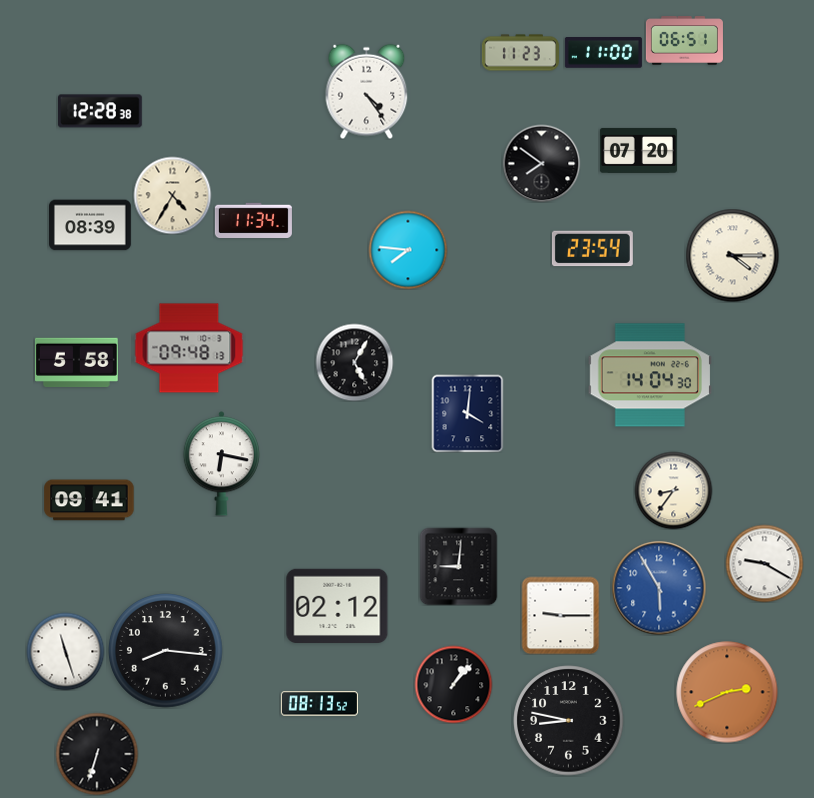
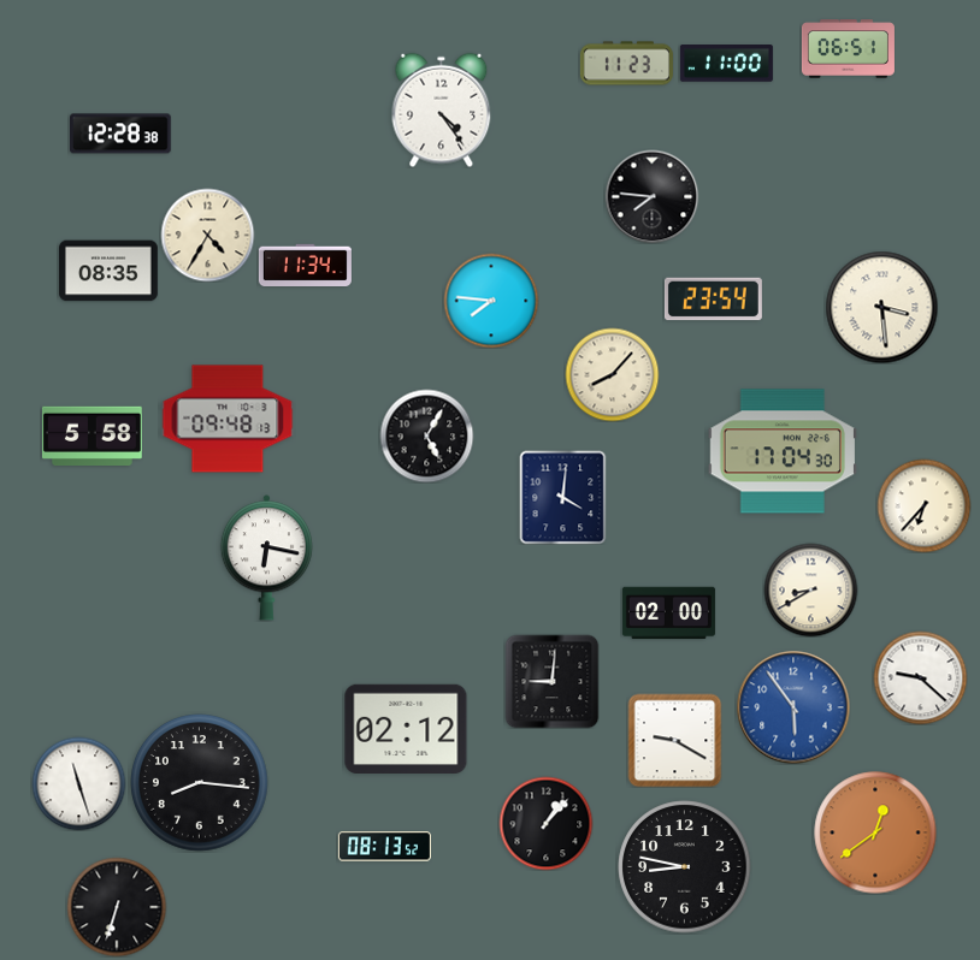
clock at (684, 41) position: (684, 41) -> (848, 49)
clock at (638, 150): 07:20 -> none
clock at (541, 163): 7:51 -> 7:46
clock at (91, 225): 08:39 -> 08:35
clock at (732, 255): 4:15 -> 3:29
clock at (612, 374): none -> 8:07
clock at (650, 375): 14:04 -> 17:04
clock at (923, 505): none -> 6:37
clock at (673, 490): 8:36 -> 8:40
clock at (89, 500): 09:41 -> none
clock at (668, 614): none -> 02:00
clock at (764, 563): 9:20 -> 9:22
clock at (659, 588): 5:55 -> 5:54
clock at (560, 615): 9:15 -> 9:20
clock at (727, 692): 2:41 -> 12:39
